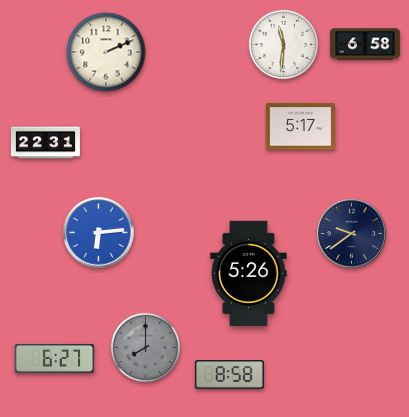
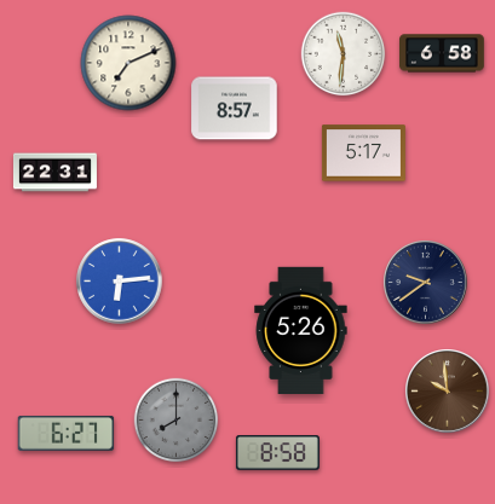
clock at (106, 52): 2:11 -> 7:11
clock at (235, 109): none -> 8:57
clock at (448, 392): none -> 9:59
